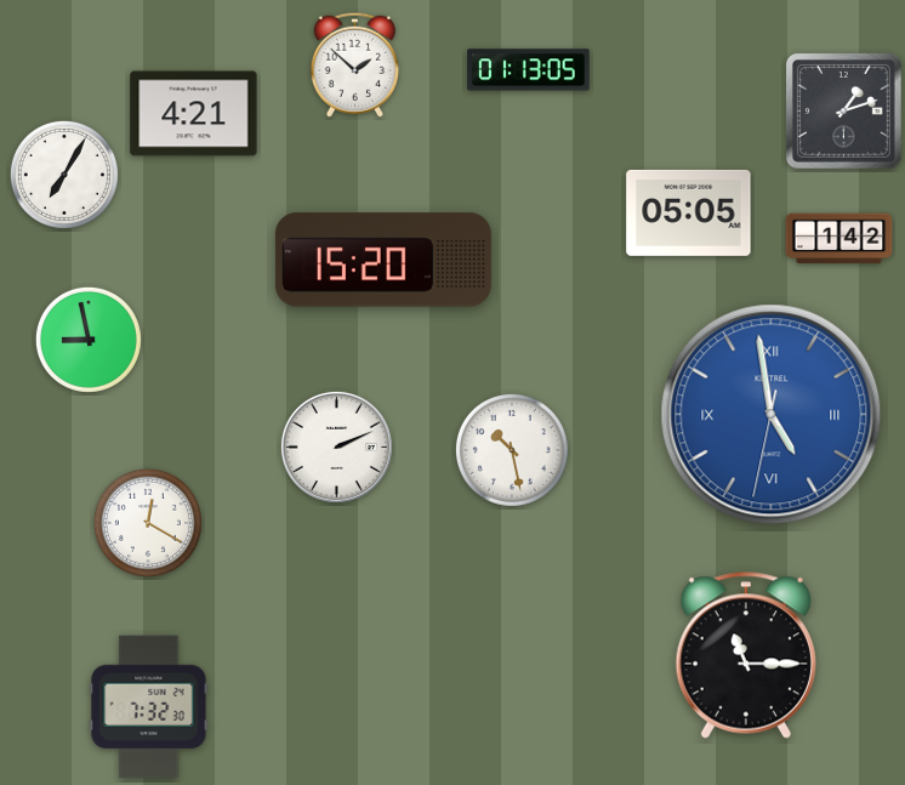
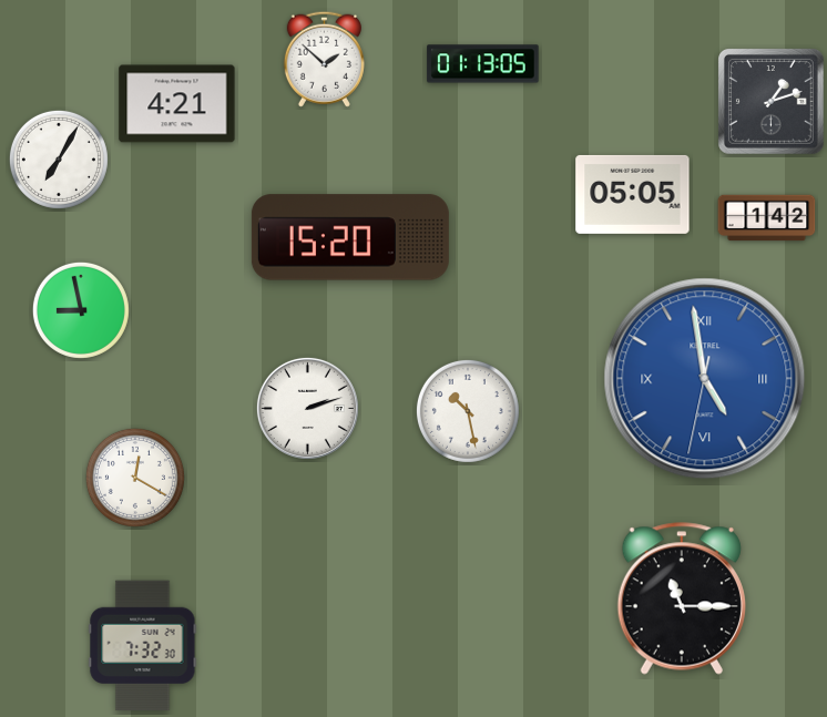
clock at (689, 212) position: (689, 212) -> (633, 194)
clock at (336, 446): 2:11 -> 2:12
clock at (149, 707) position: (149, 707) -> (143, 646)
